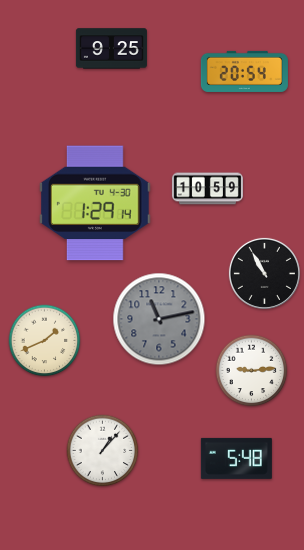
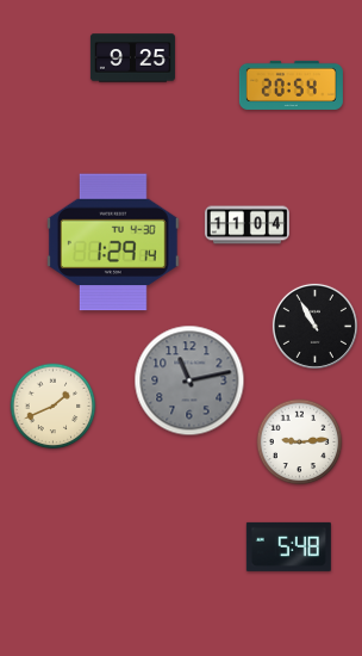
clock at (207, 189): 10:59 -> 11:04
clock at (103, 451): 1:07 -> none
clock at (236, 458) position: (236, 458) -> (288, 546)
